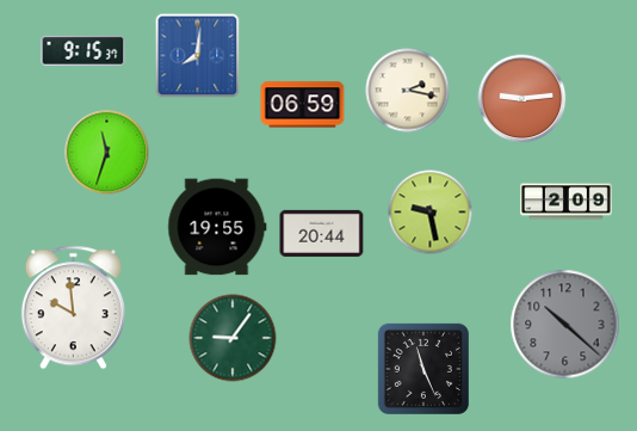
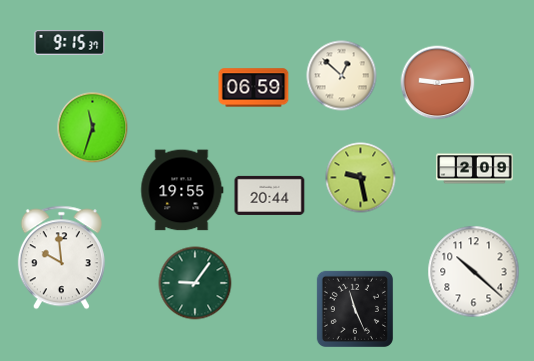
clock at (198, 56): 8:01 -> none
clock at (408, 91): 2:17 -> 12:52
clock at (107, 153) position: (107, 153) -> (93, 128)
clock at (565, 325) dial: grey -> white
